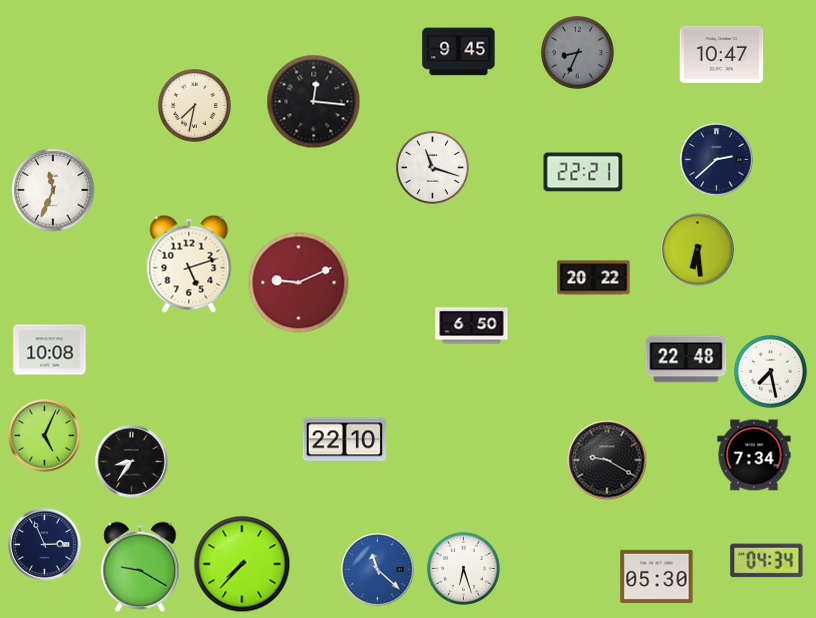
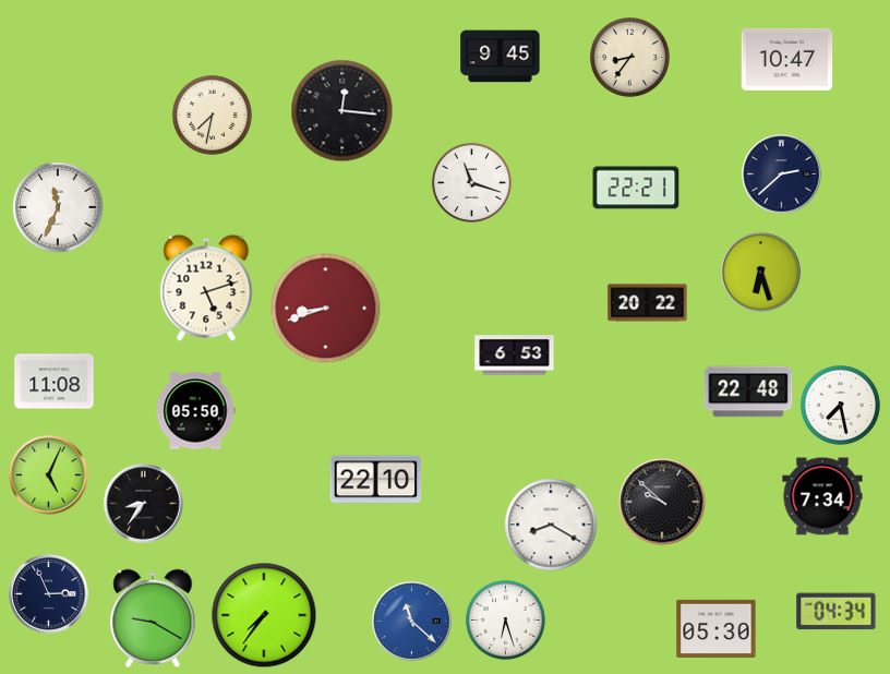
clock at (577, 52): 8:34 -> 8:36
clock at (577, 52) dial: grey -> cream
clock at (698, 250): 6:29 -> 6:27
clock at (299, 283): 9:11 -> 8:42
clock at (472, 326): 6:50 -> 6:53
clock at (50, 350): 10:08 -> 11:08
clock at (195, 411): none -> 05:50
clock at (607, 460): 9:20 -> 9:52
clock at (551, 525): none -> 8:20
clock at (242, 564): 7:37 -> 7:36
